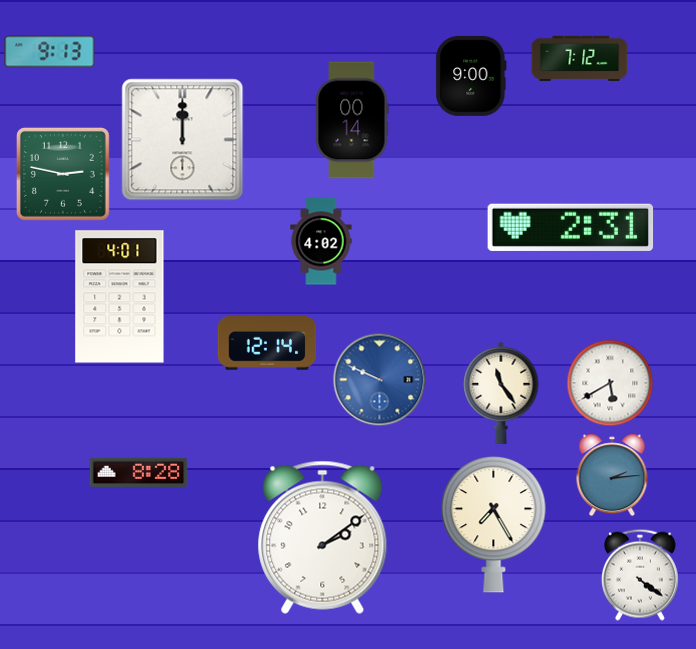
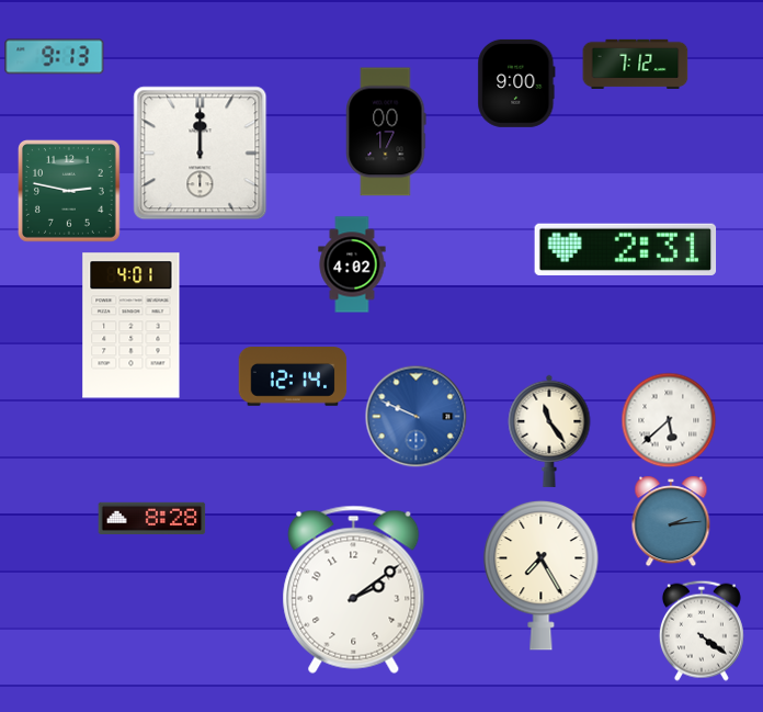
clock at (352, 120): 00:14 -> 00:17
clock at (610, 383): 5:40 -> 5:38
